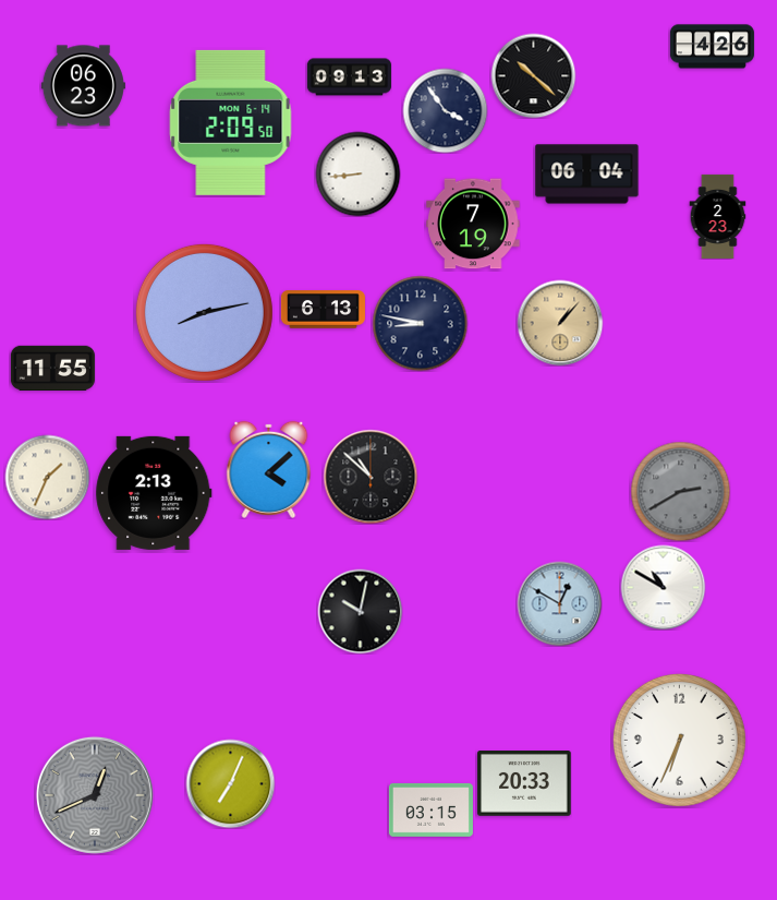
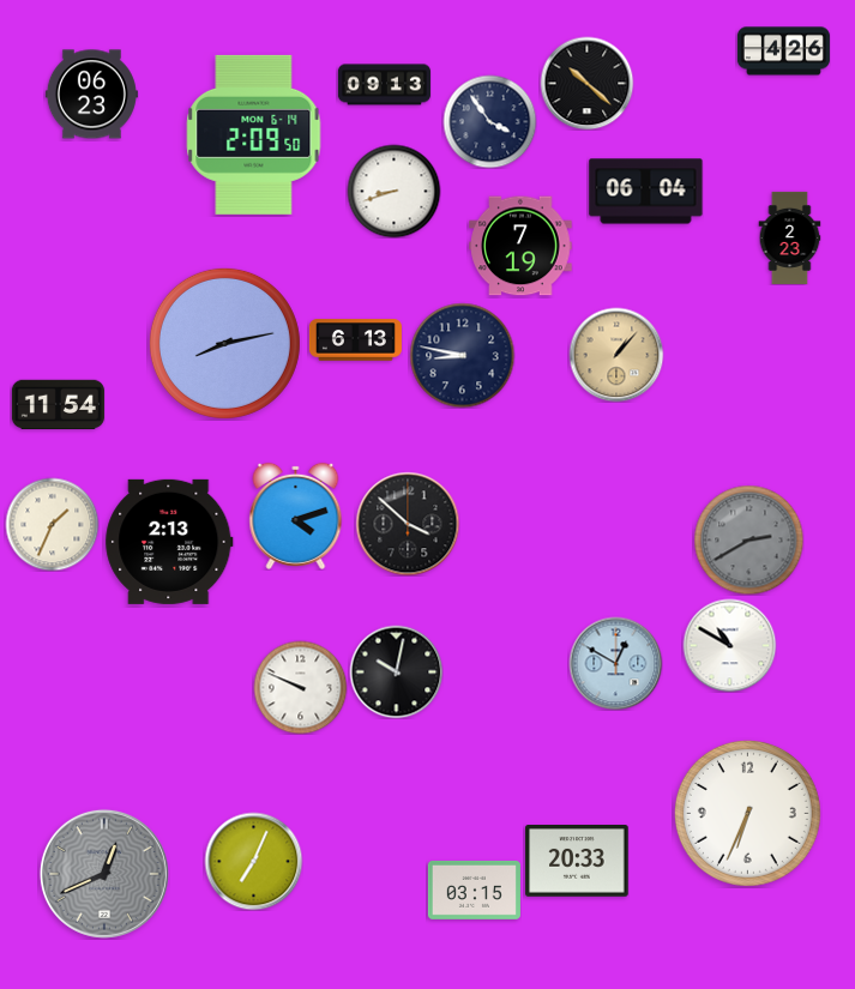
clock at (357, 173): 8:44 -> 8:42
clock at (52, 368): 11:55 -> 11:54
clock at (269, 469): 4:08 -> 4:12
clock at (371, 477): 10:52 -> 3:52
clock at (300, 687): none -> 9:49
